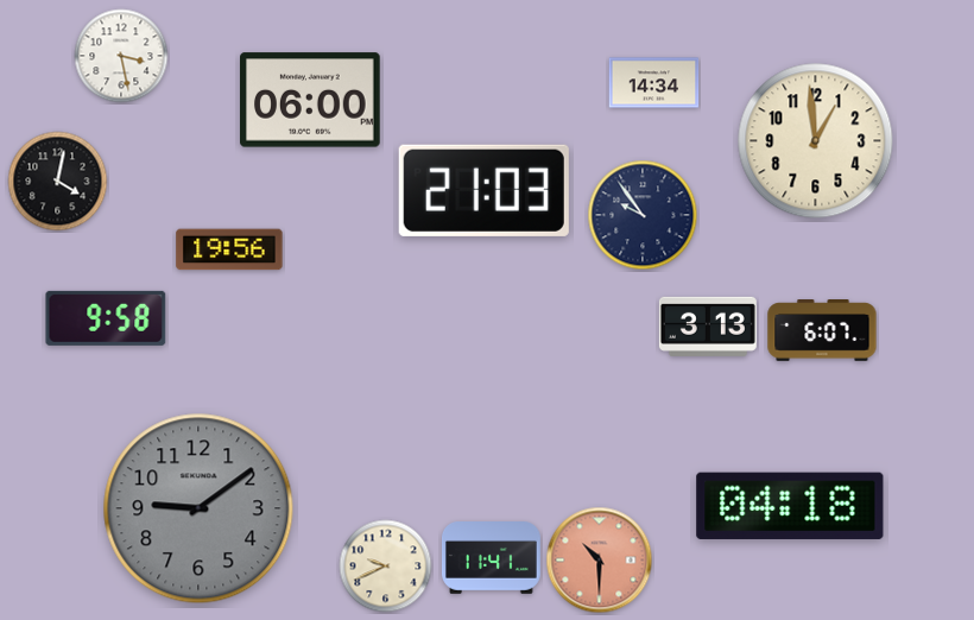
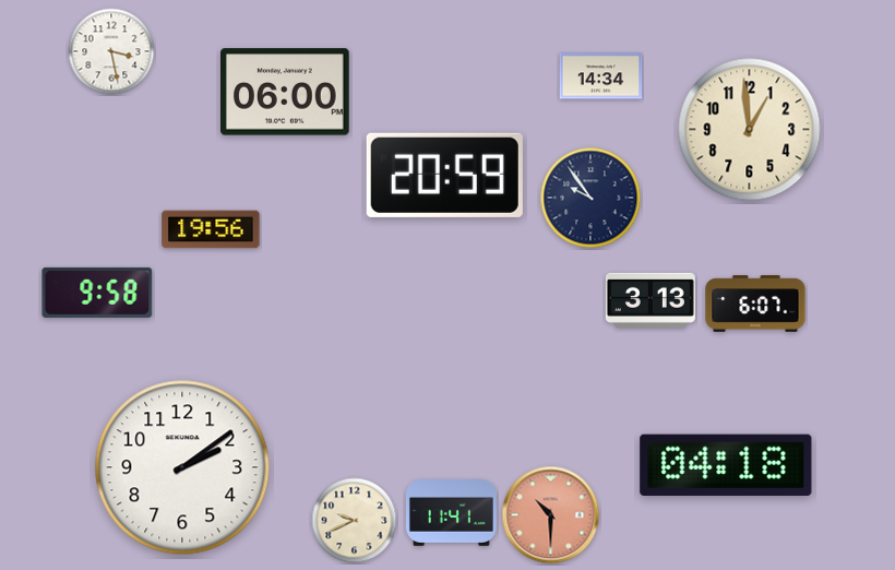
clock at (58, 182): 4:02 -> none
clock at (483, 190): 21:03 -> 20:59
clock at (198, 508): 9:09 -> 2:09
clock at (198, 508) dial: grey -> white
